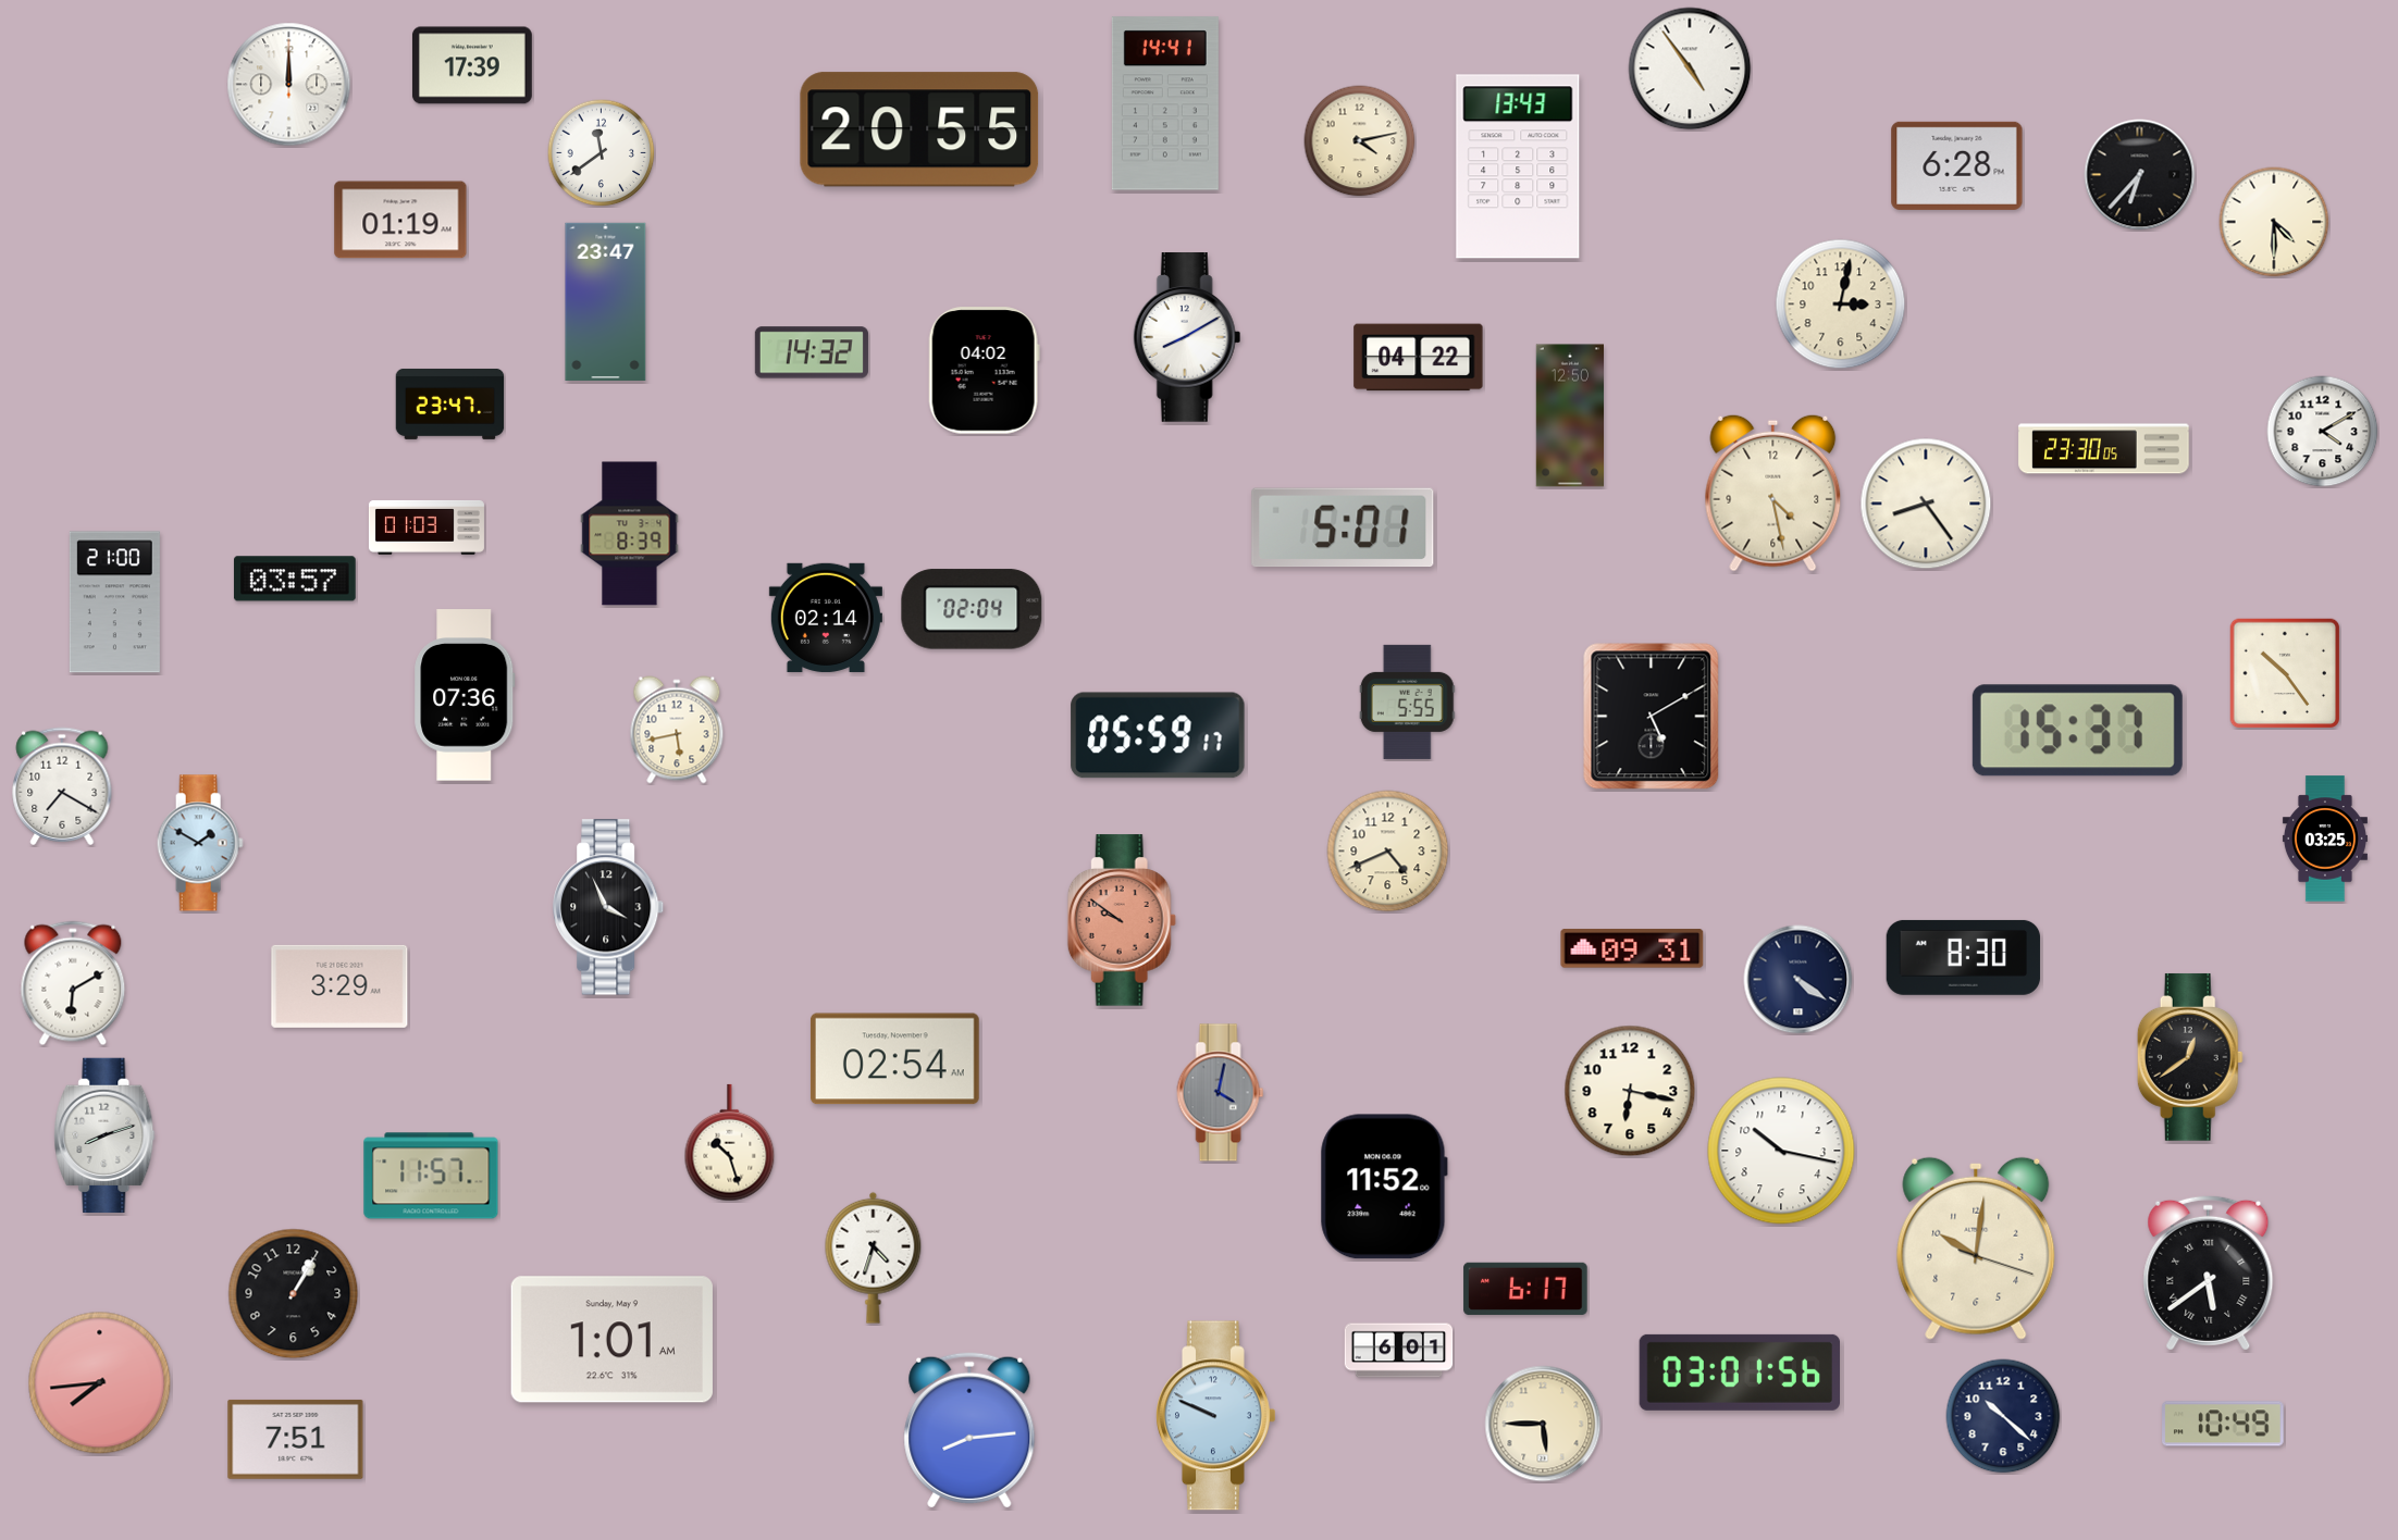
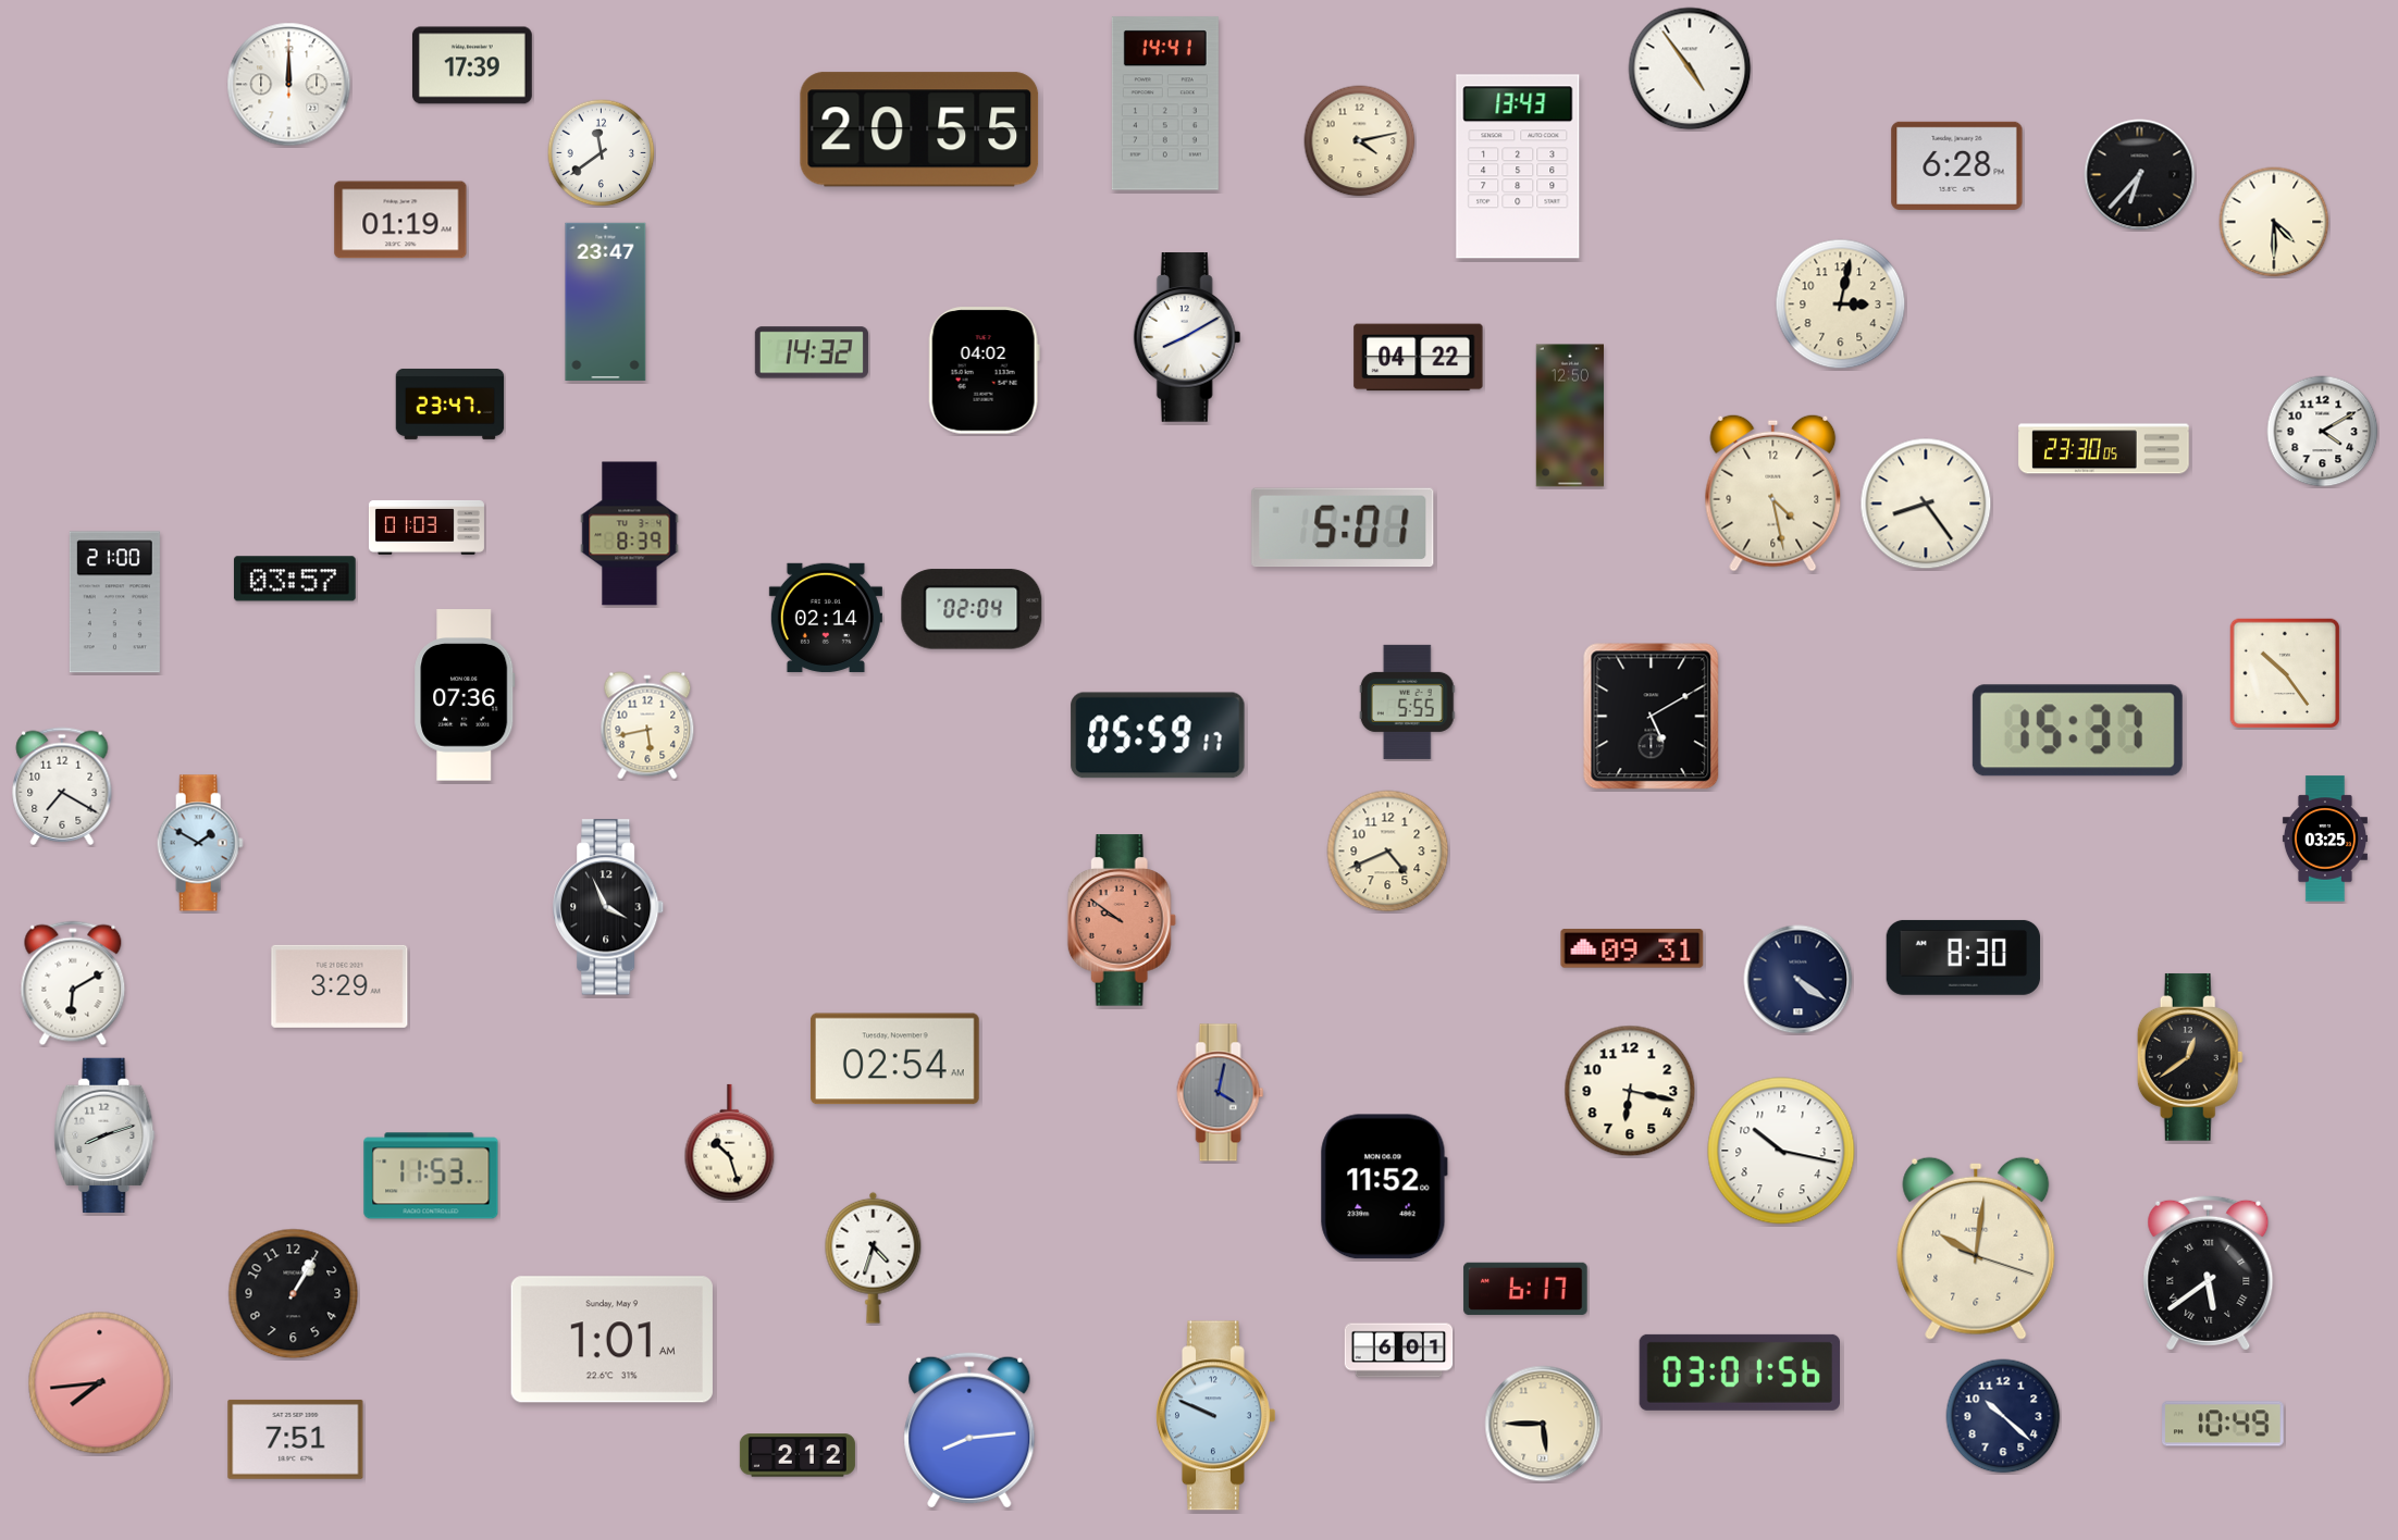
clock at (677, 730) position: (677, 730) -> (647, 725)
clock at (431, 1176): 11:57 -> 11:53
clock at (798, 1455): none -> 2:12
